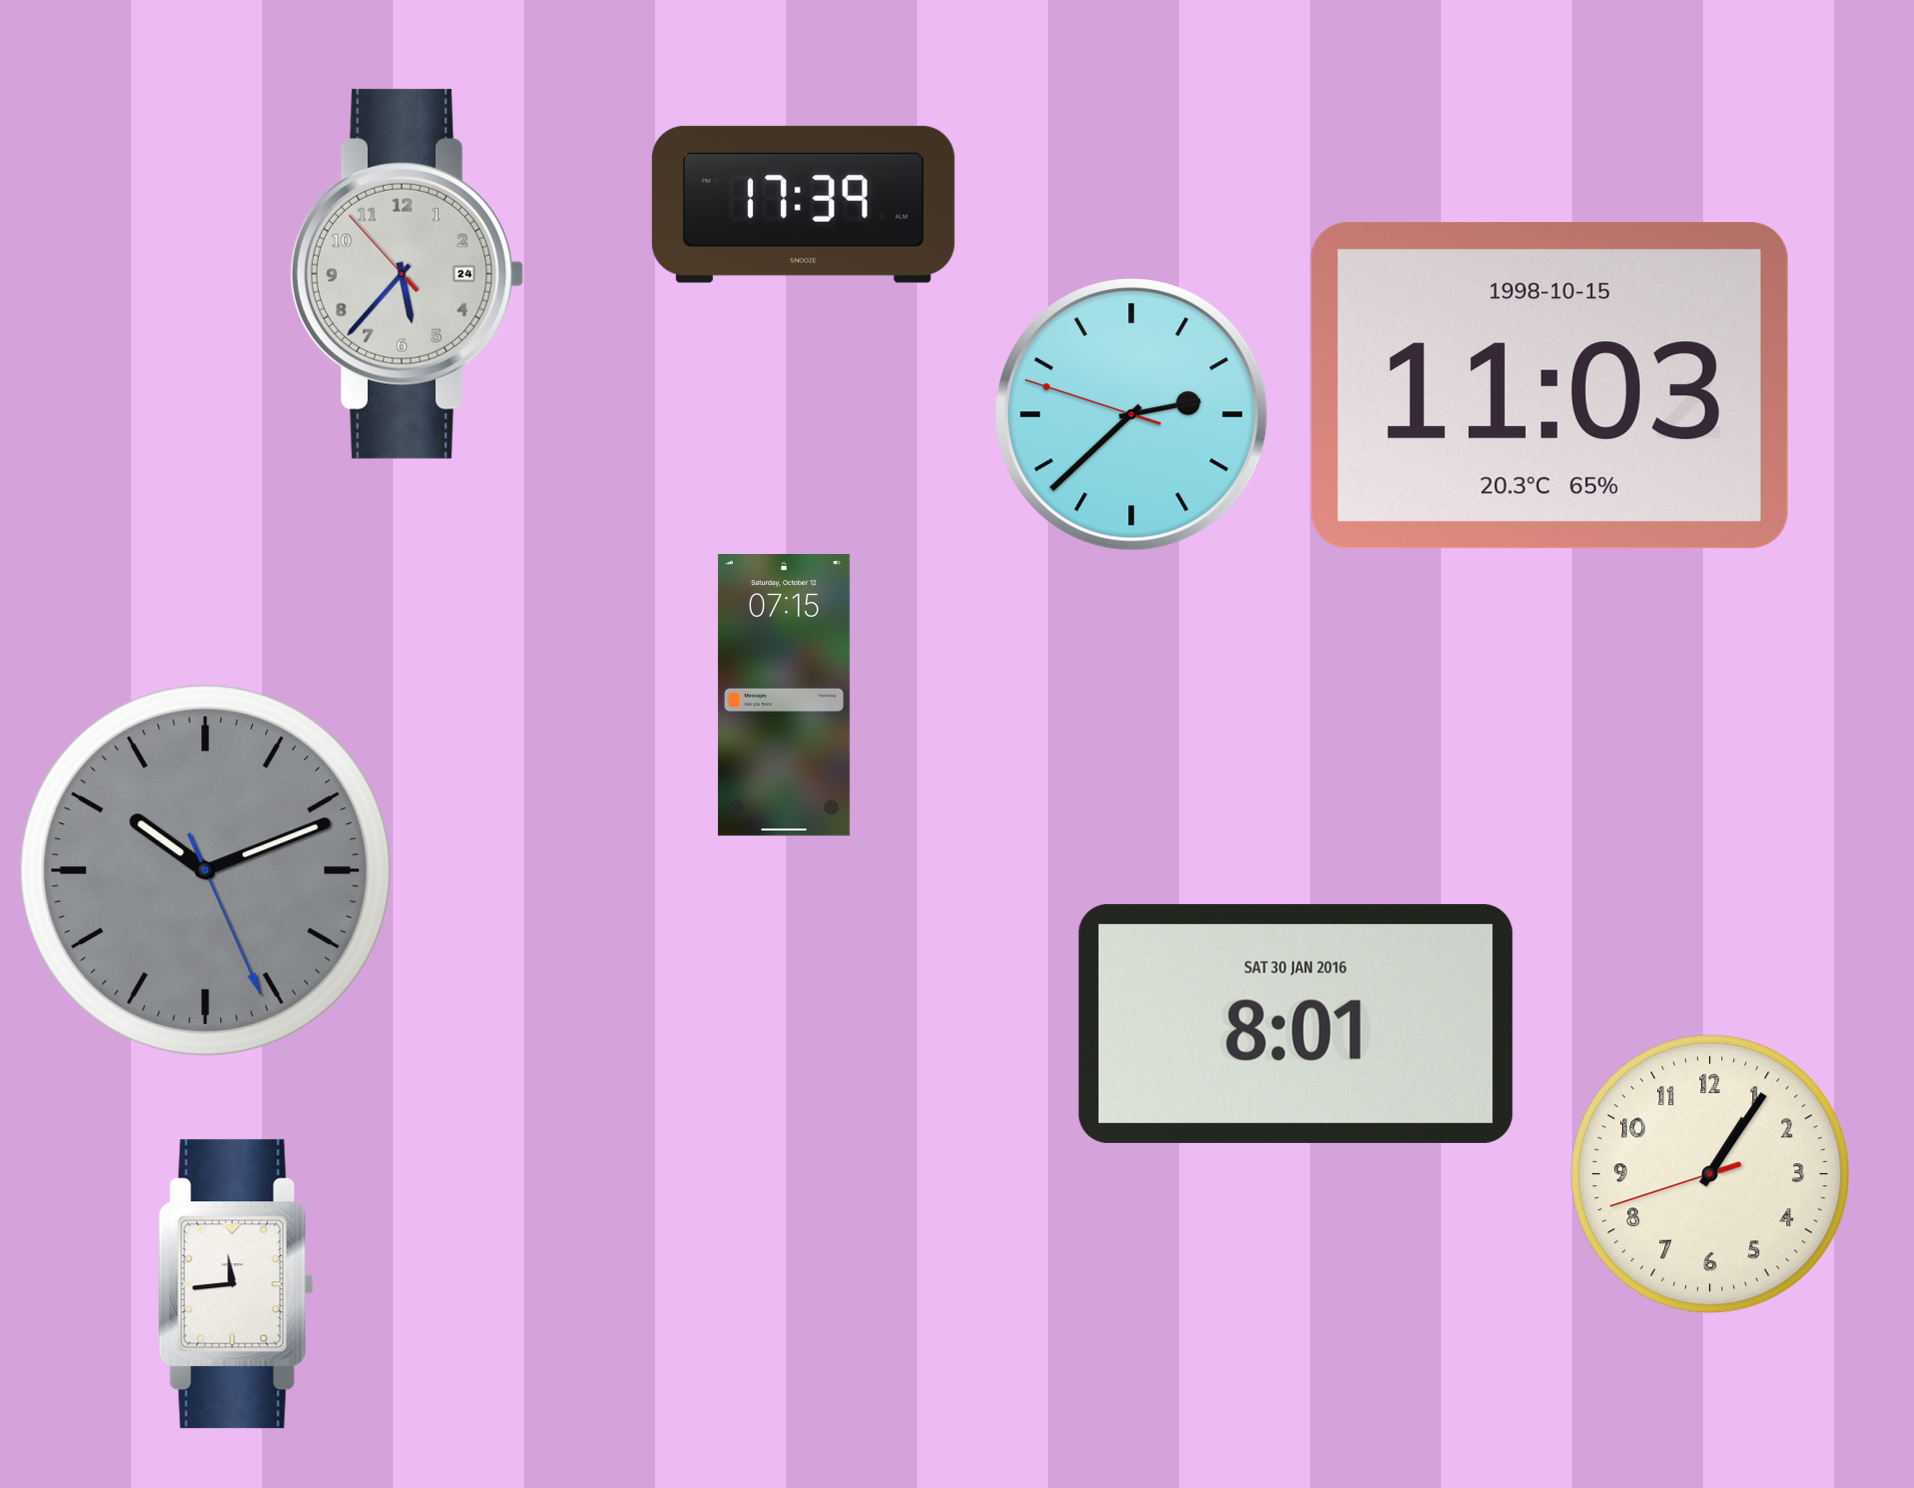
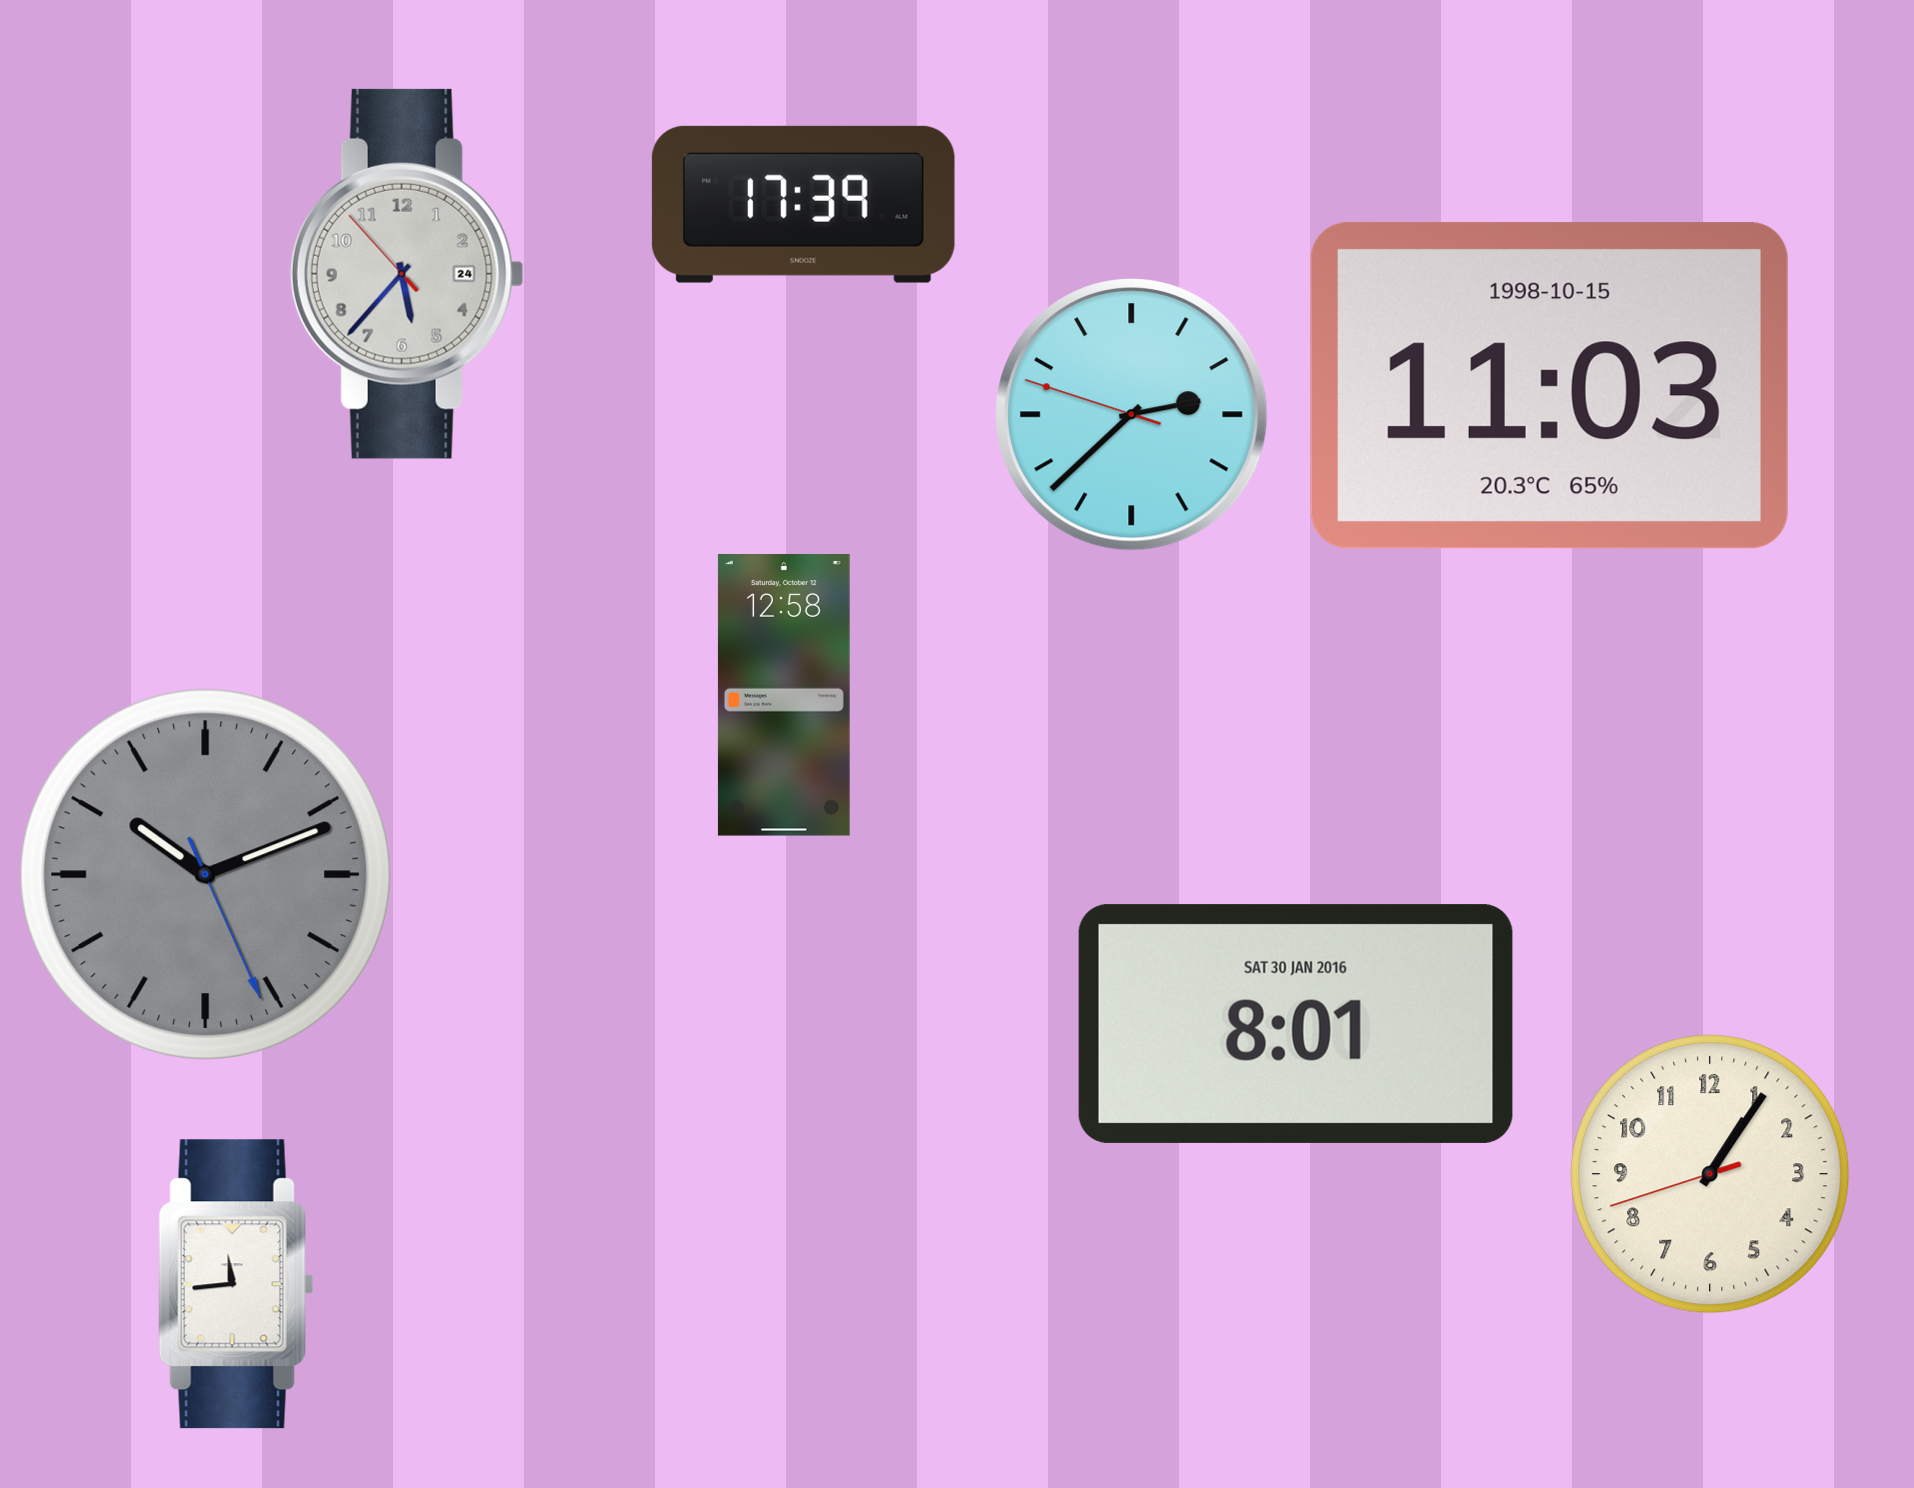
clock at (784, 696): 07:15 -> 12:58
clock at (205, 870) position: (205, 870) -> (205, 874)
